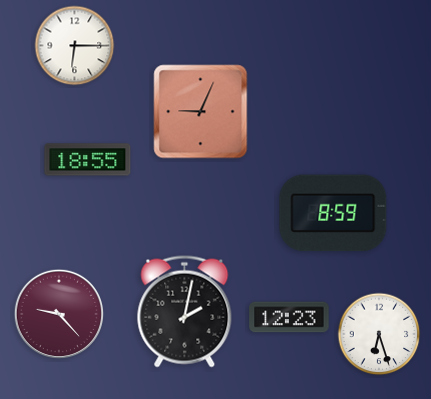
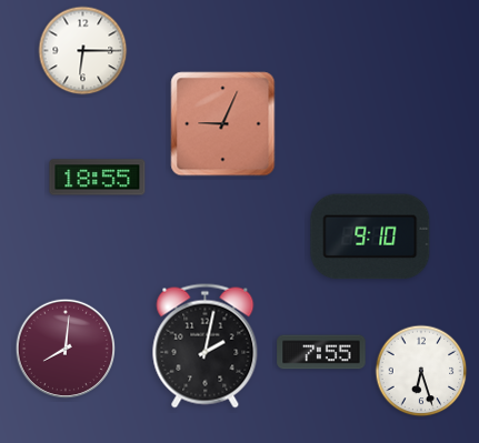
clock at (333, 213): 8:59 -> 9:10
clock at (58, 313): 9:23 -> 8:01
clock at (289, 317): 12:23 -> 7:55
